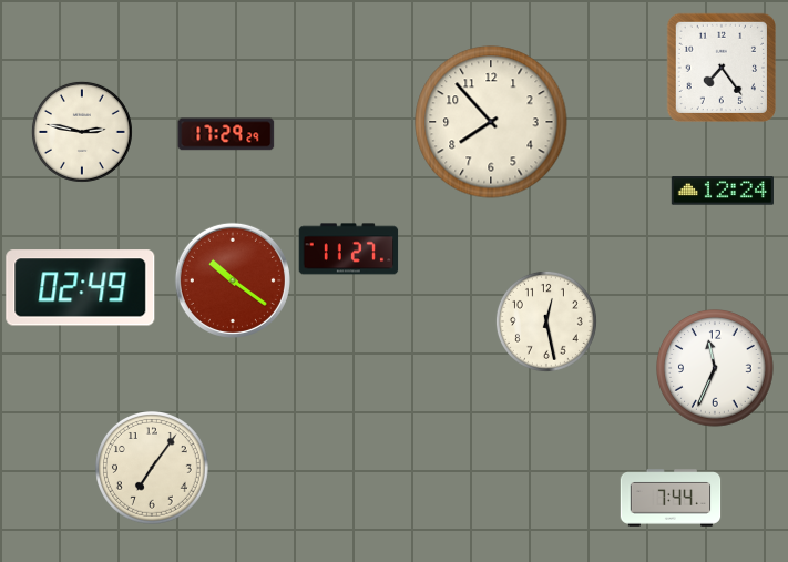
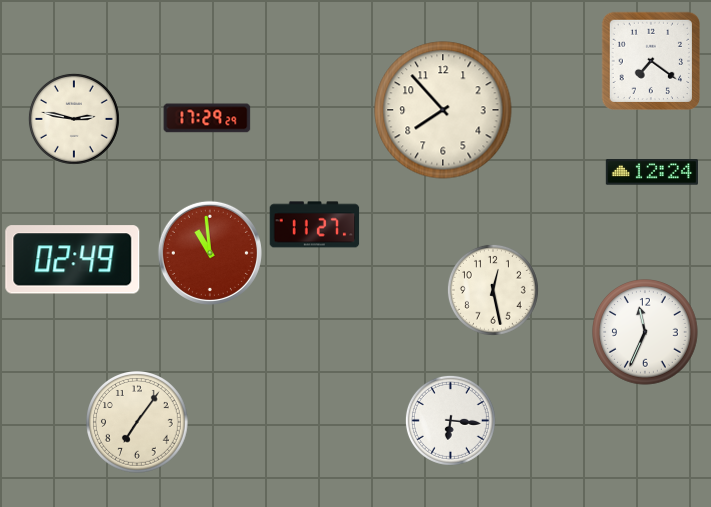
clock at (720, 67): 7:24 -> 7:21
clock at (226, 134) position: (226, 134) -> (207, 118)
clock at (233, 280): 10:21 -> 10:59
clock at (450, 420): none -> 6:16
clock at (671, 498): 7:44 -> none
